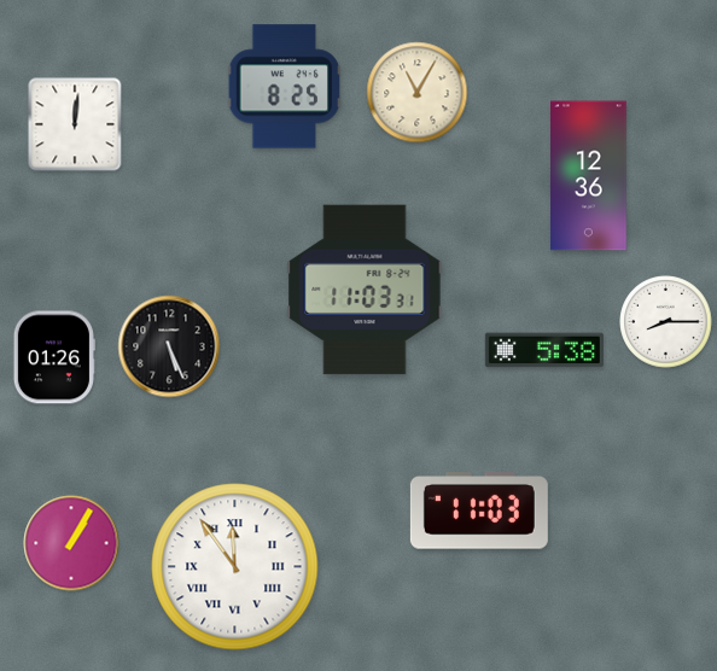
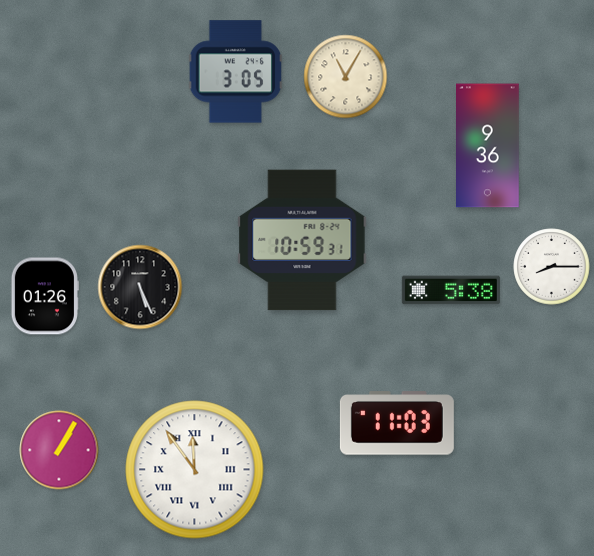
clock at (285, 87): 8:25 -> 3:05
clock at (75, 124): 12:01 -> none
clock at (589, 176): 12:36 -> 9:36
clock at (365, 290): 11:03 -> 10:59
